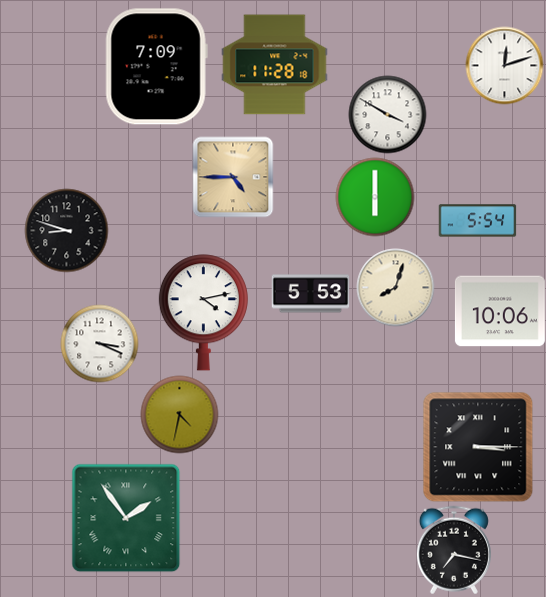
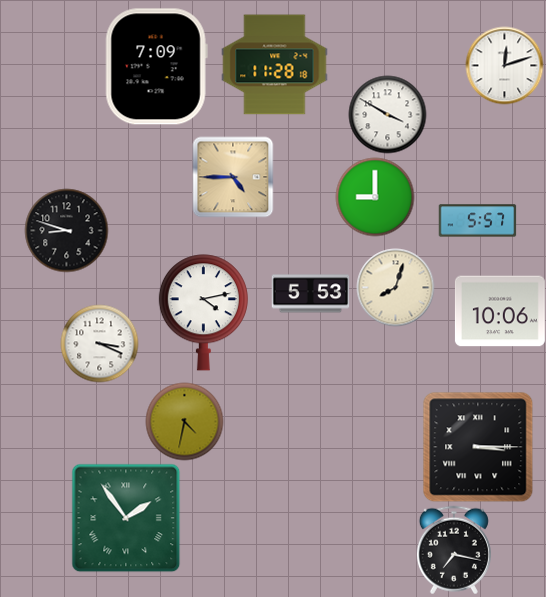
clock at (375, 197): 6:00 -> 9:00
clock at (477, 221): 5:54 -> 5:57
clock at (179, 414) position: (179, 414) -> (184, 421)
